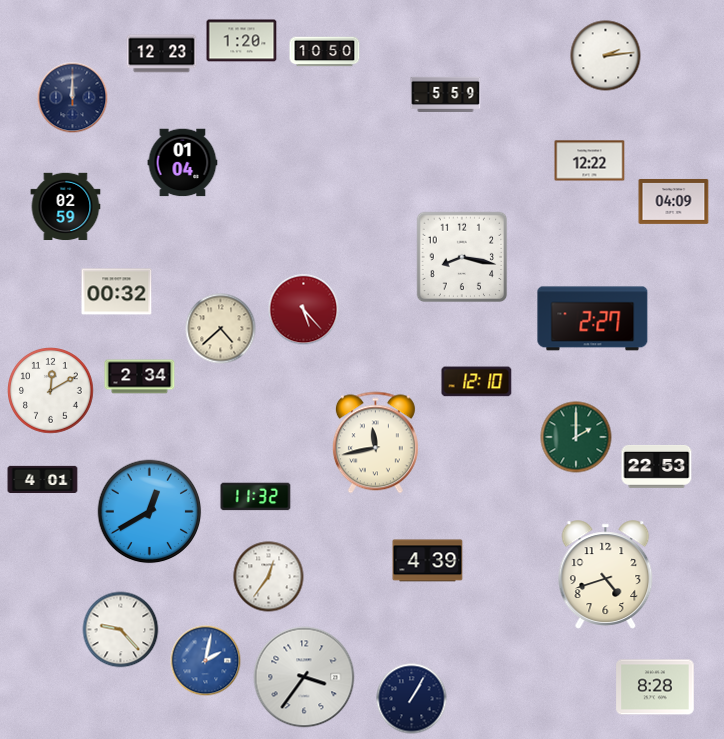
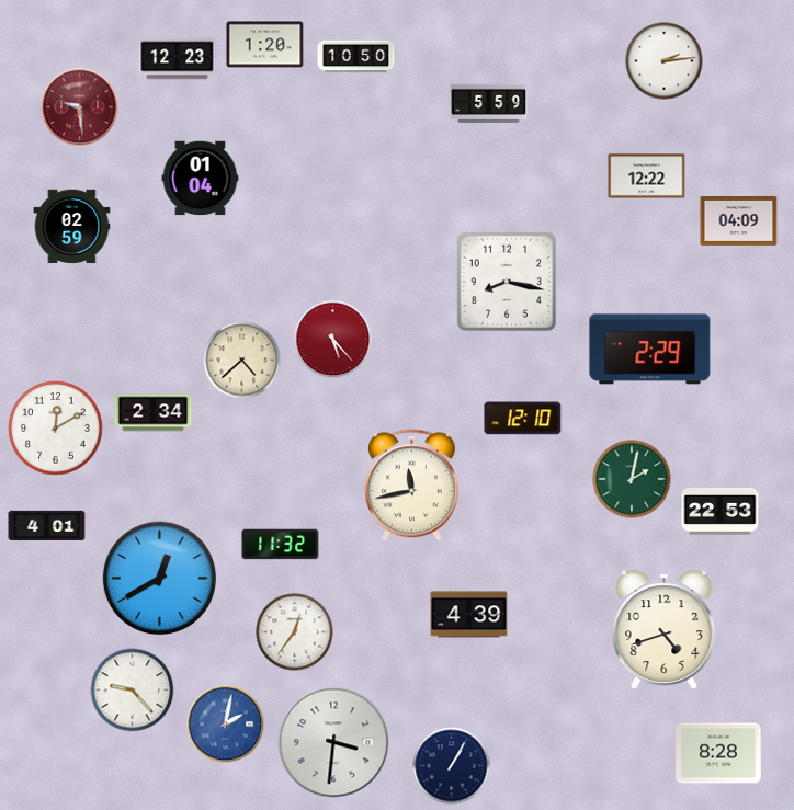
clock at (73, 98): 12:00 -> 9:29
clock at (73, 98) dial: navy -> burgundy
clock at (117, 292): 00:32 -> none
clock at (593, 319): 2:27 -> 2:29
clock at (576, 437): 2:00 -> 2:02
clock at (150, 512) position: (150, 512) -> (160, 579)
clock at (304, 677): 3:36 -> 3:31
